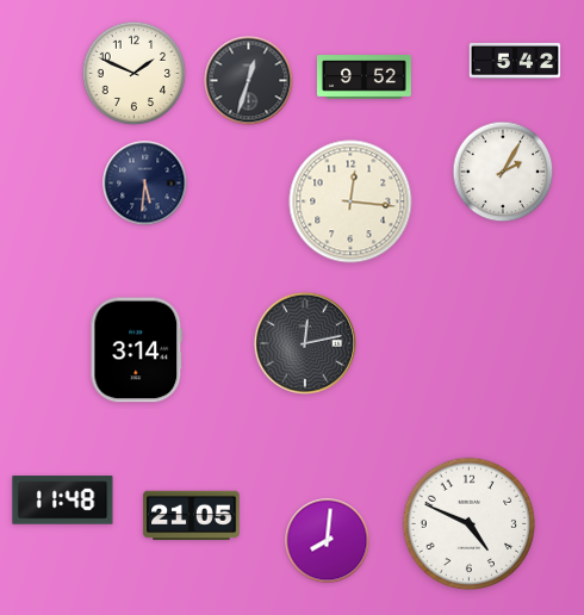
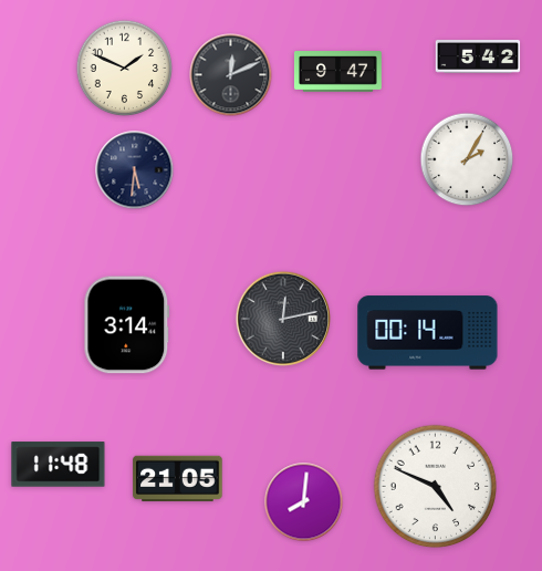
clock at (365, 77): 9:52 -> 9:47
clock at (249, 81): 12:33 -> 12:11
clock at (350, 201): 12:16 -> none
clock at (428, 333): none -> 00:14
